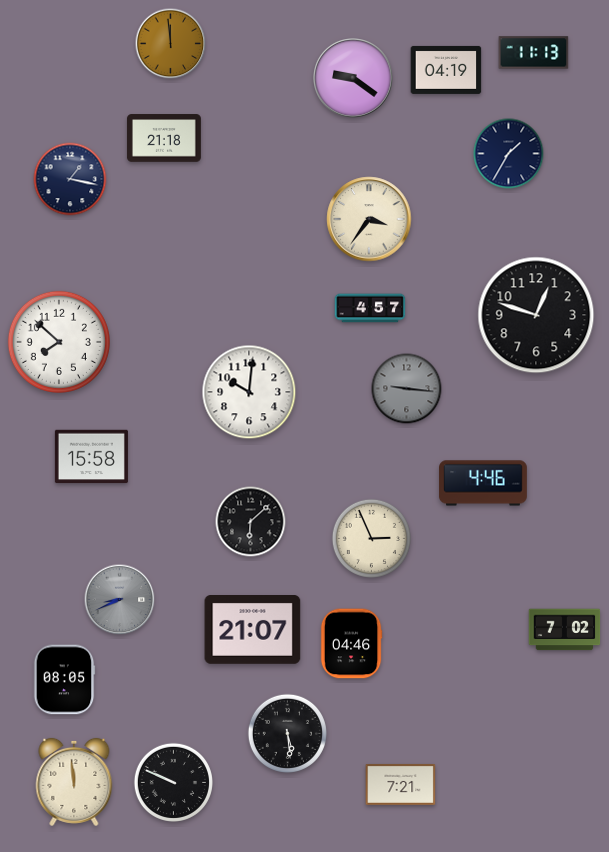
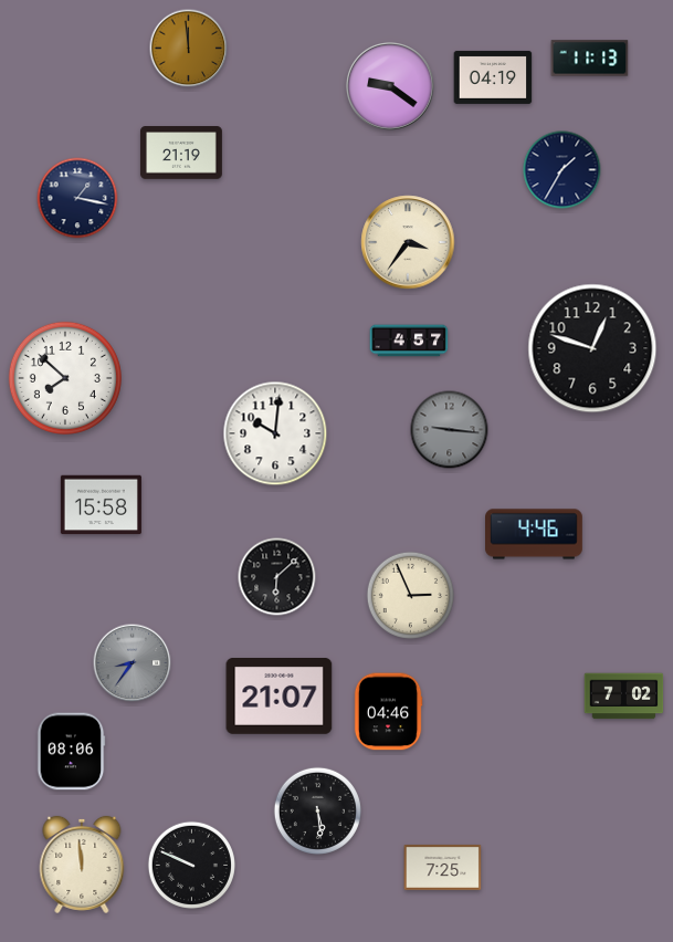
clock at (164, 138): 21:18 -> 21:19
clock at (120, 600): 8:41 -> 8:36
clock at (64, 680): 08:05 -> 08:06
clock at (401, 784): 7:21 -> 7:25
